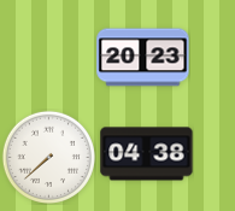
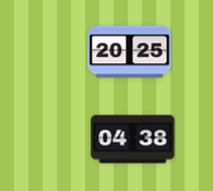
clock at (143, 58): 20:23 -> 20:25
clock at (48, 157): 7:38 -> none
